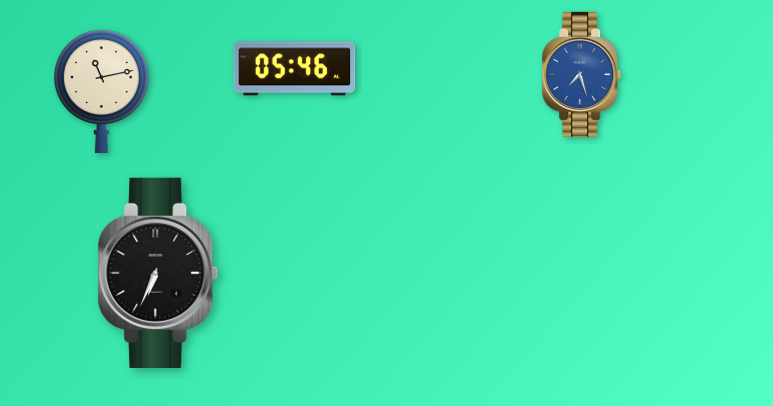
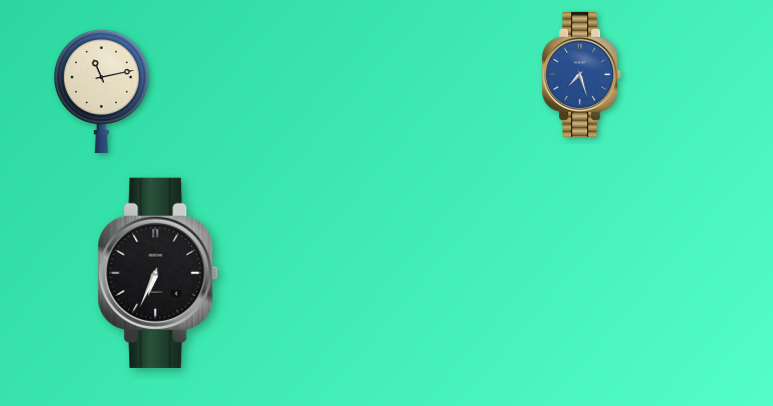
clock at (295, 69): 05:46 -> none
